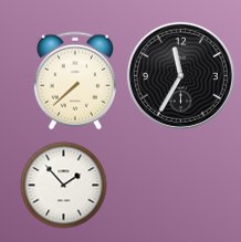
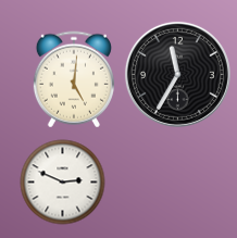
clock at (75, 81): 7:38 -> 5:01
clock at (63, 185): 1:53 -> 2:49
